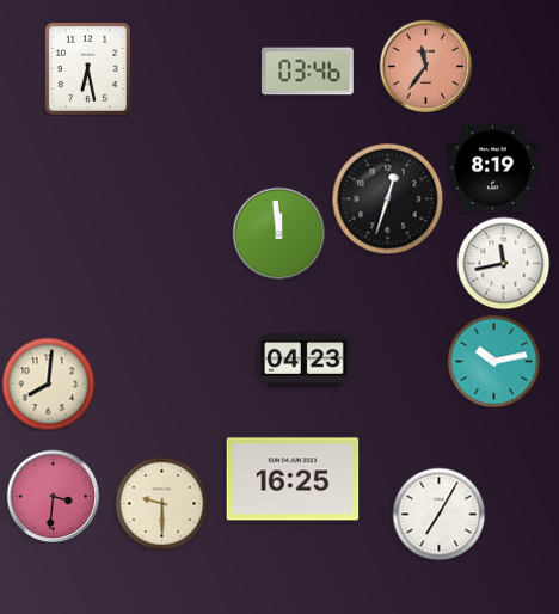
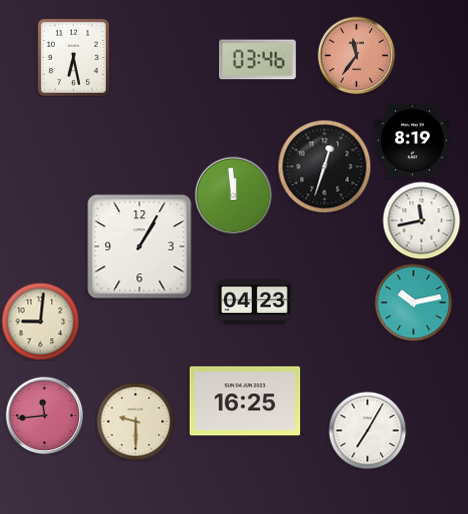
clock at (140, 247): none -> 1:05
clock at (48, 383): 8:01 -> 9:01
clock at (53, 496): 3:31 -> 11:44
